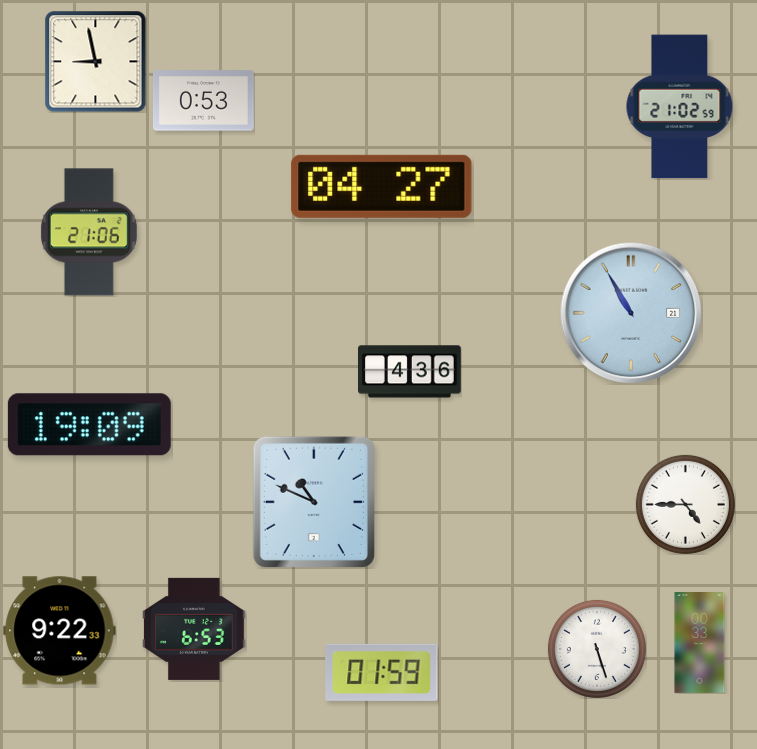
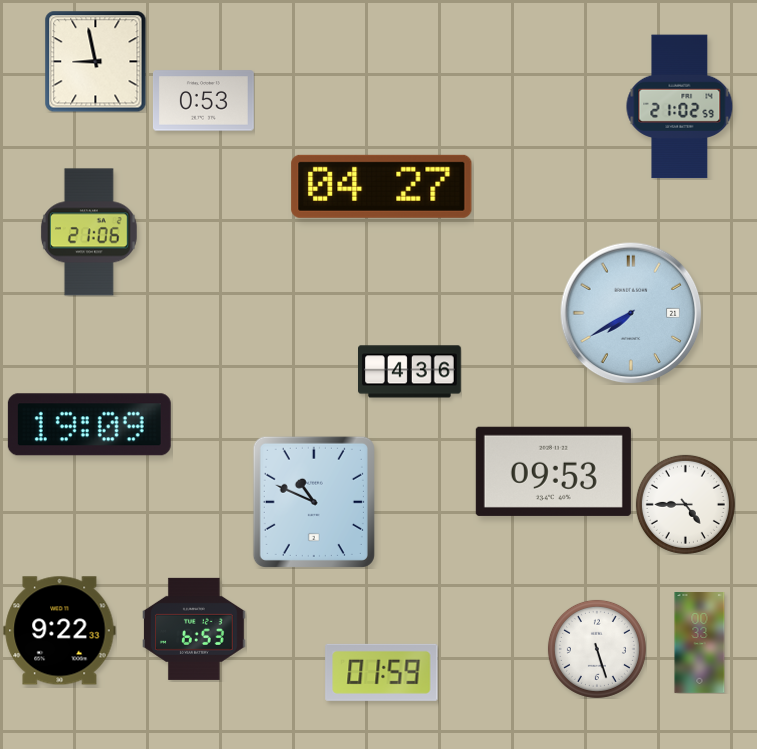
clock at (631, 313): 10:55 -> 7:40
clock at (553, 471): none -> 09:53
